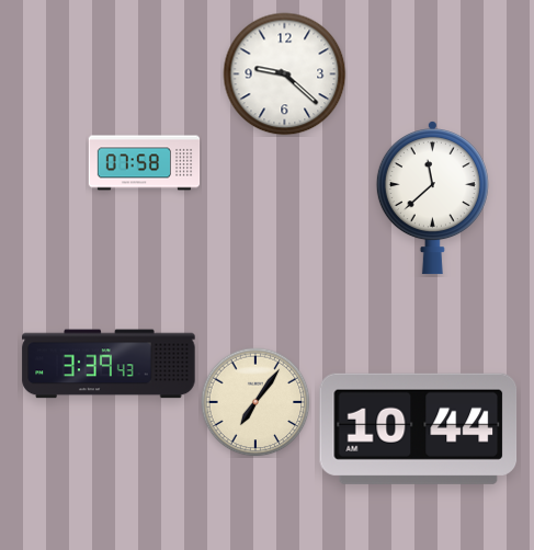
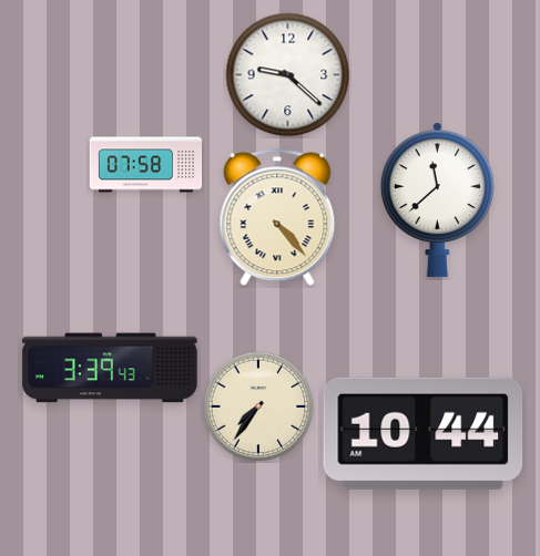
clock at (277, 217): none -> 4:23
clock at (255, 402): 7:06 -> 7:36
